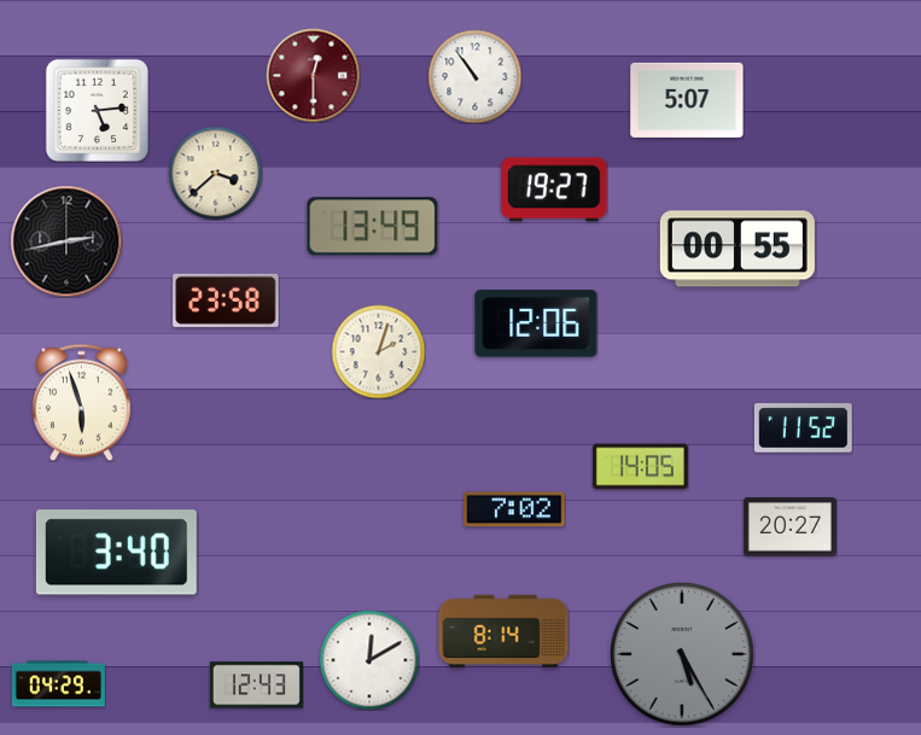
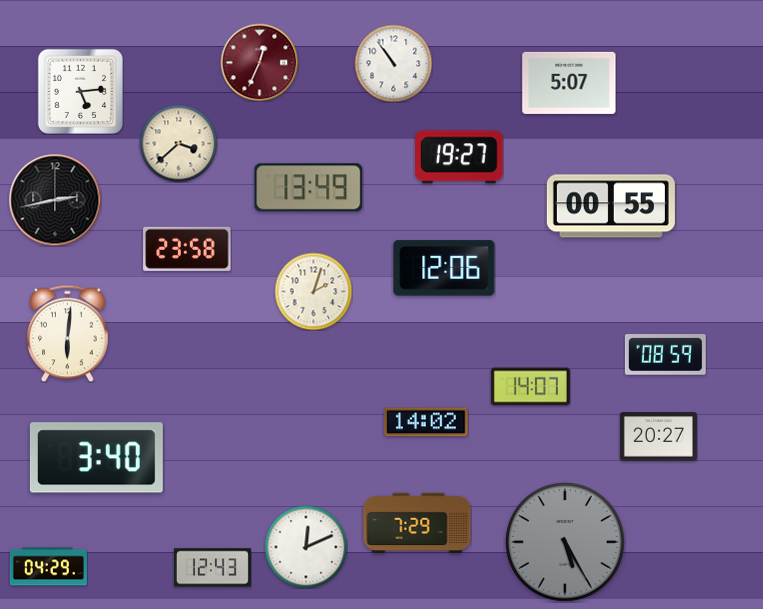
clock at (313, 75): 12:30 -> 12:34
clock at (82, 402): 5:57 -> 6:01
clock at (803, 428): 11:52 -> 08:59
clock at (640, 467): 14:05 -> 14:07
clock at (515, 509): 7:02 -> 14:02
clock at (789, 527) position: (789, 527) -> (658, 437)
clock at (503, 631): 8:14 -> 7:29
clock at (369, 660): 12:10 -> 12:11
